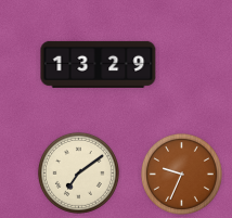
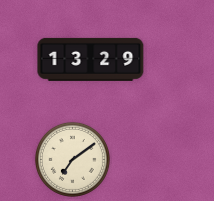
clock at (181, 174): 9:34 -> none
